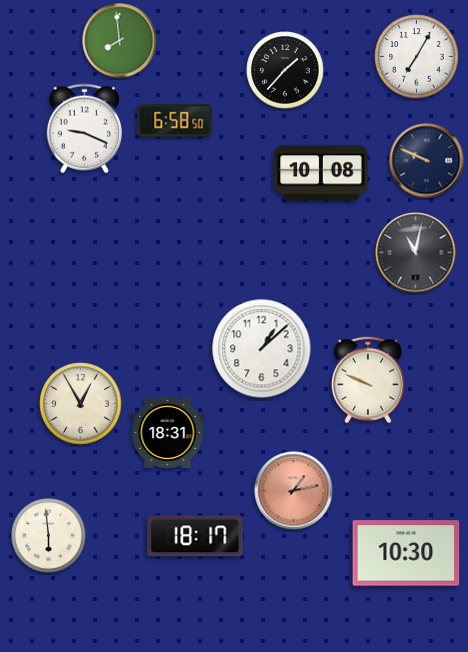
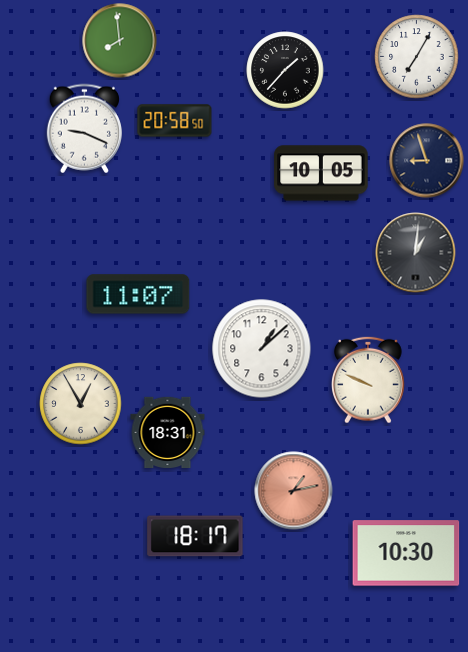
clock at (175, 121): 6:58 -> 20:58
clock at (427, 161): 9:49 -> 8:57
clock at (321, 173): 10:08 -> 10:05
clock at (416, 253): 11:02 -> 1:01
clock at (138, 294): none -> 11:07
clock at (49, 536): 5:59 -> none
